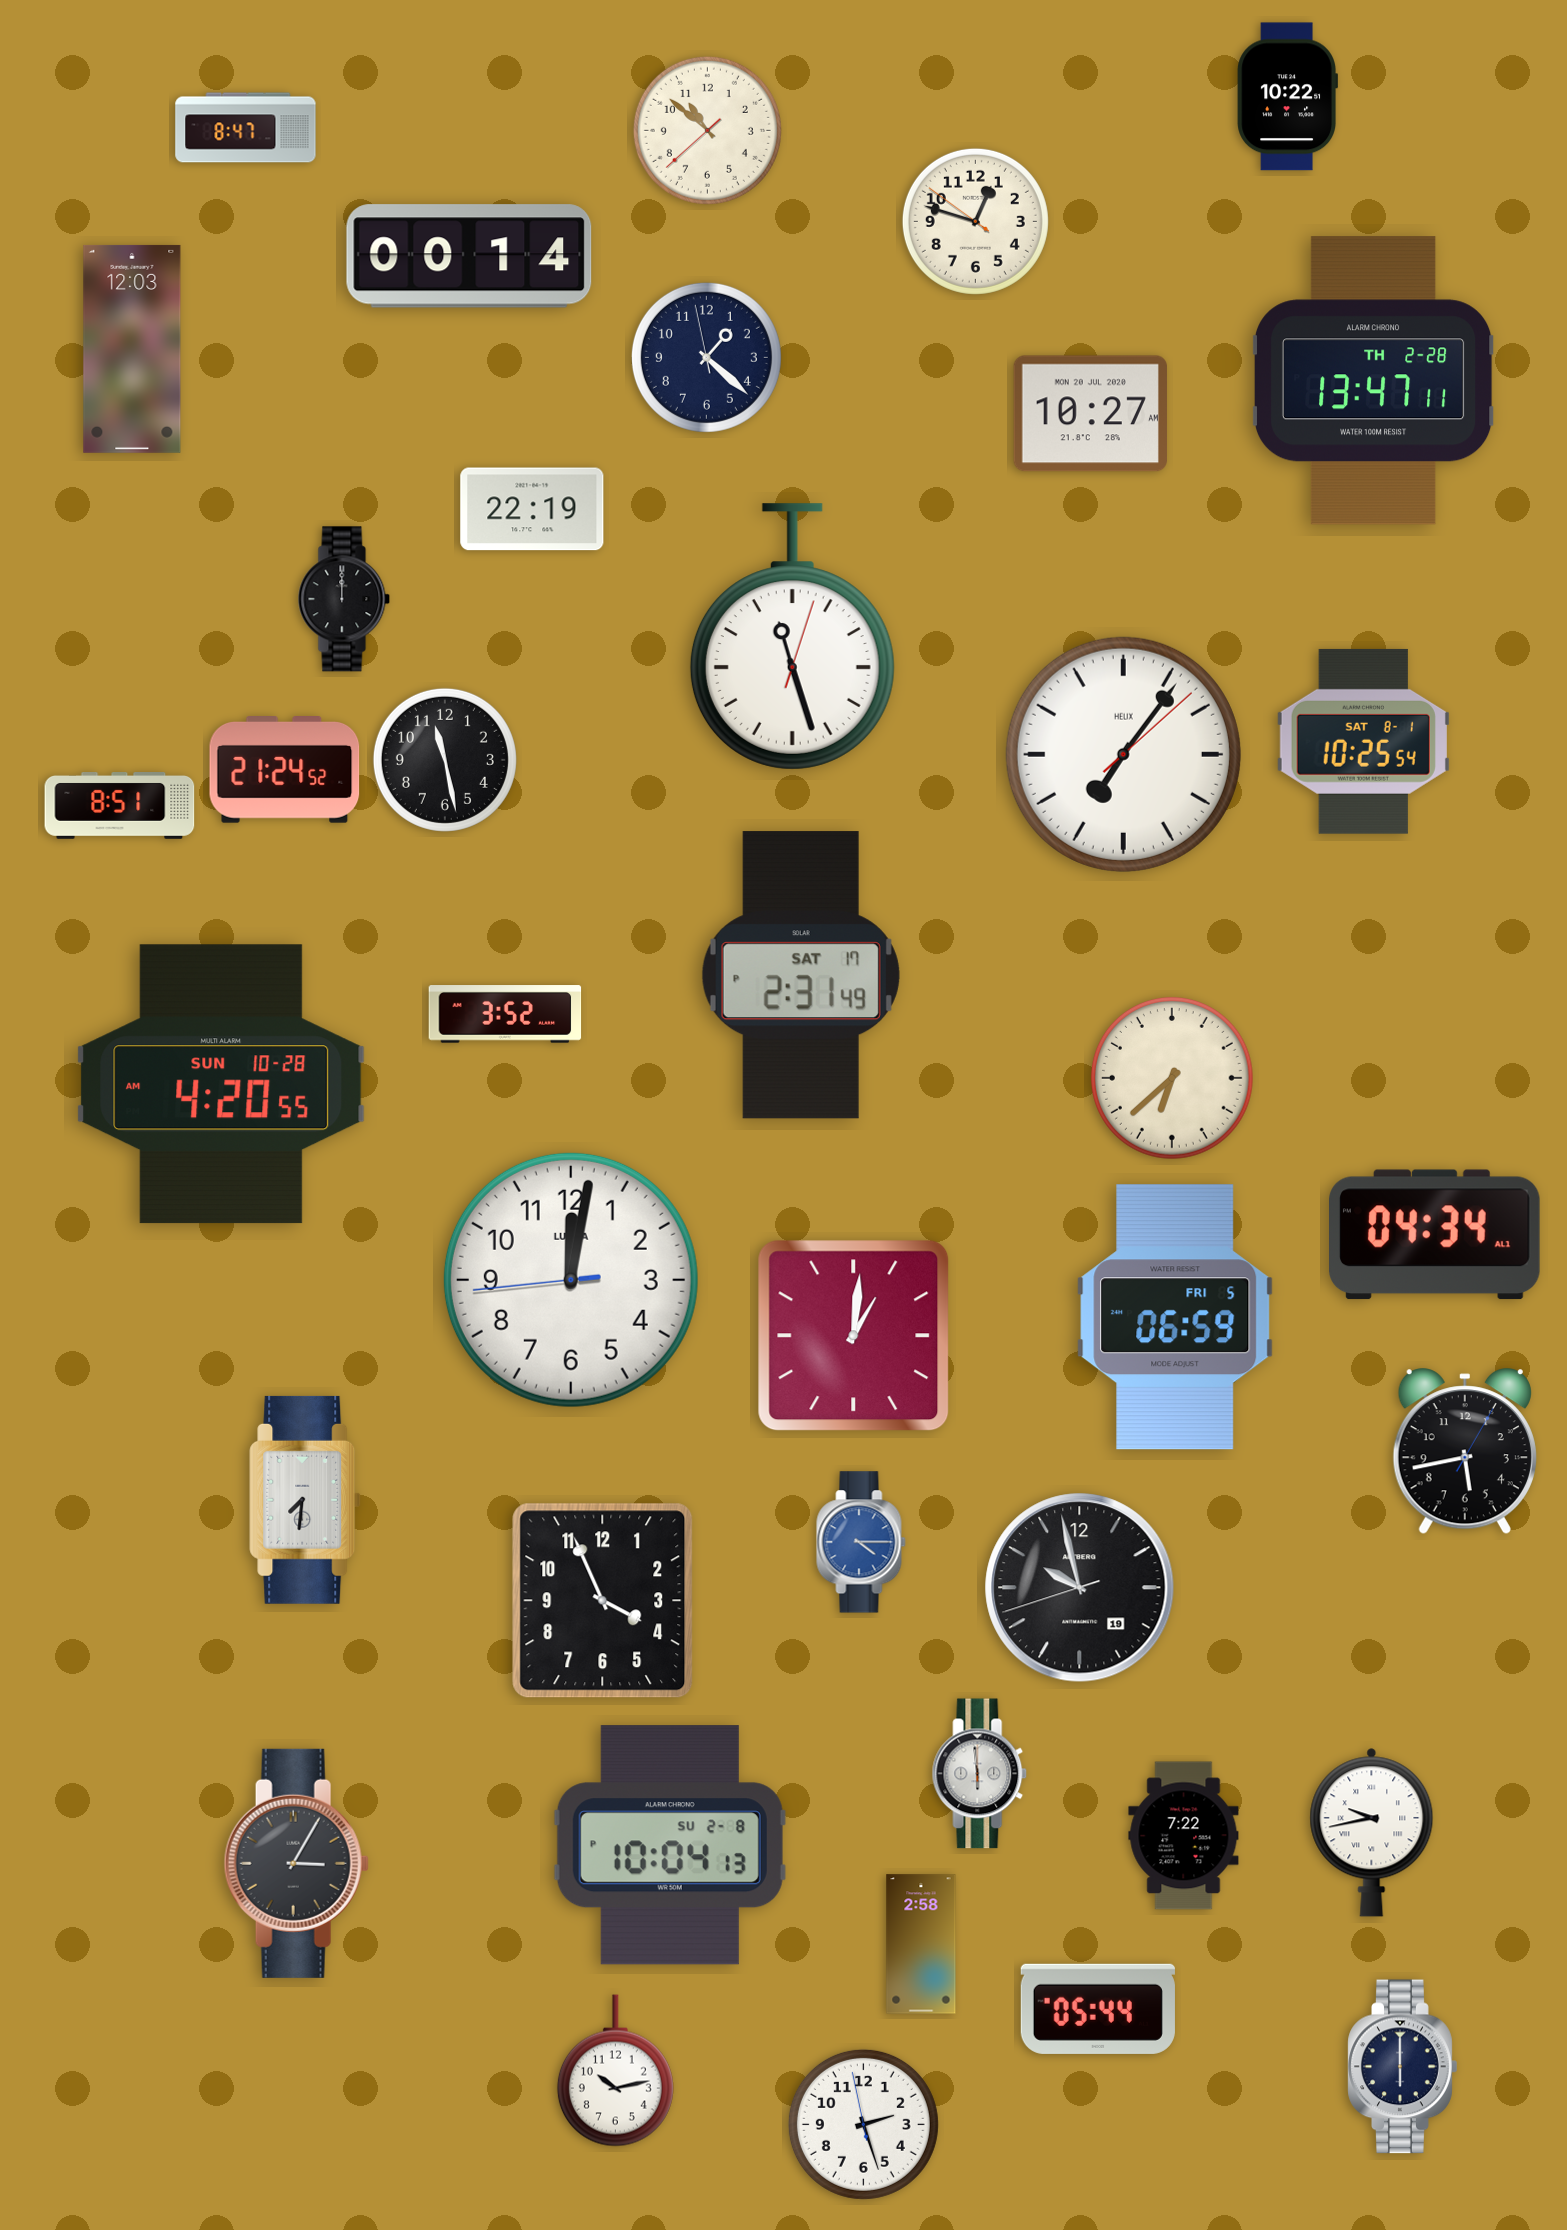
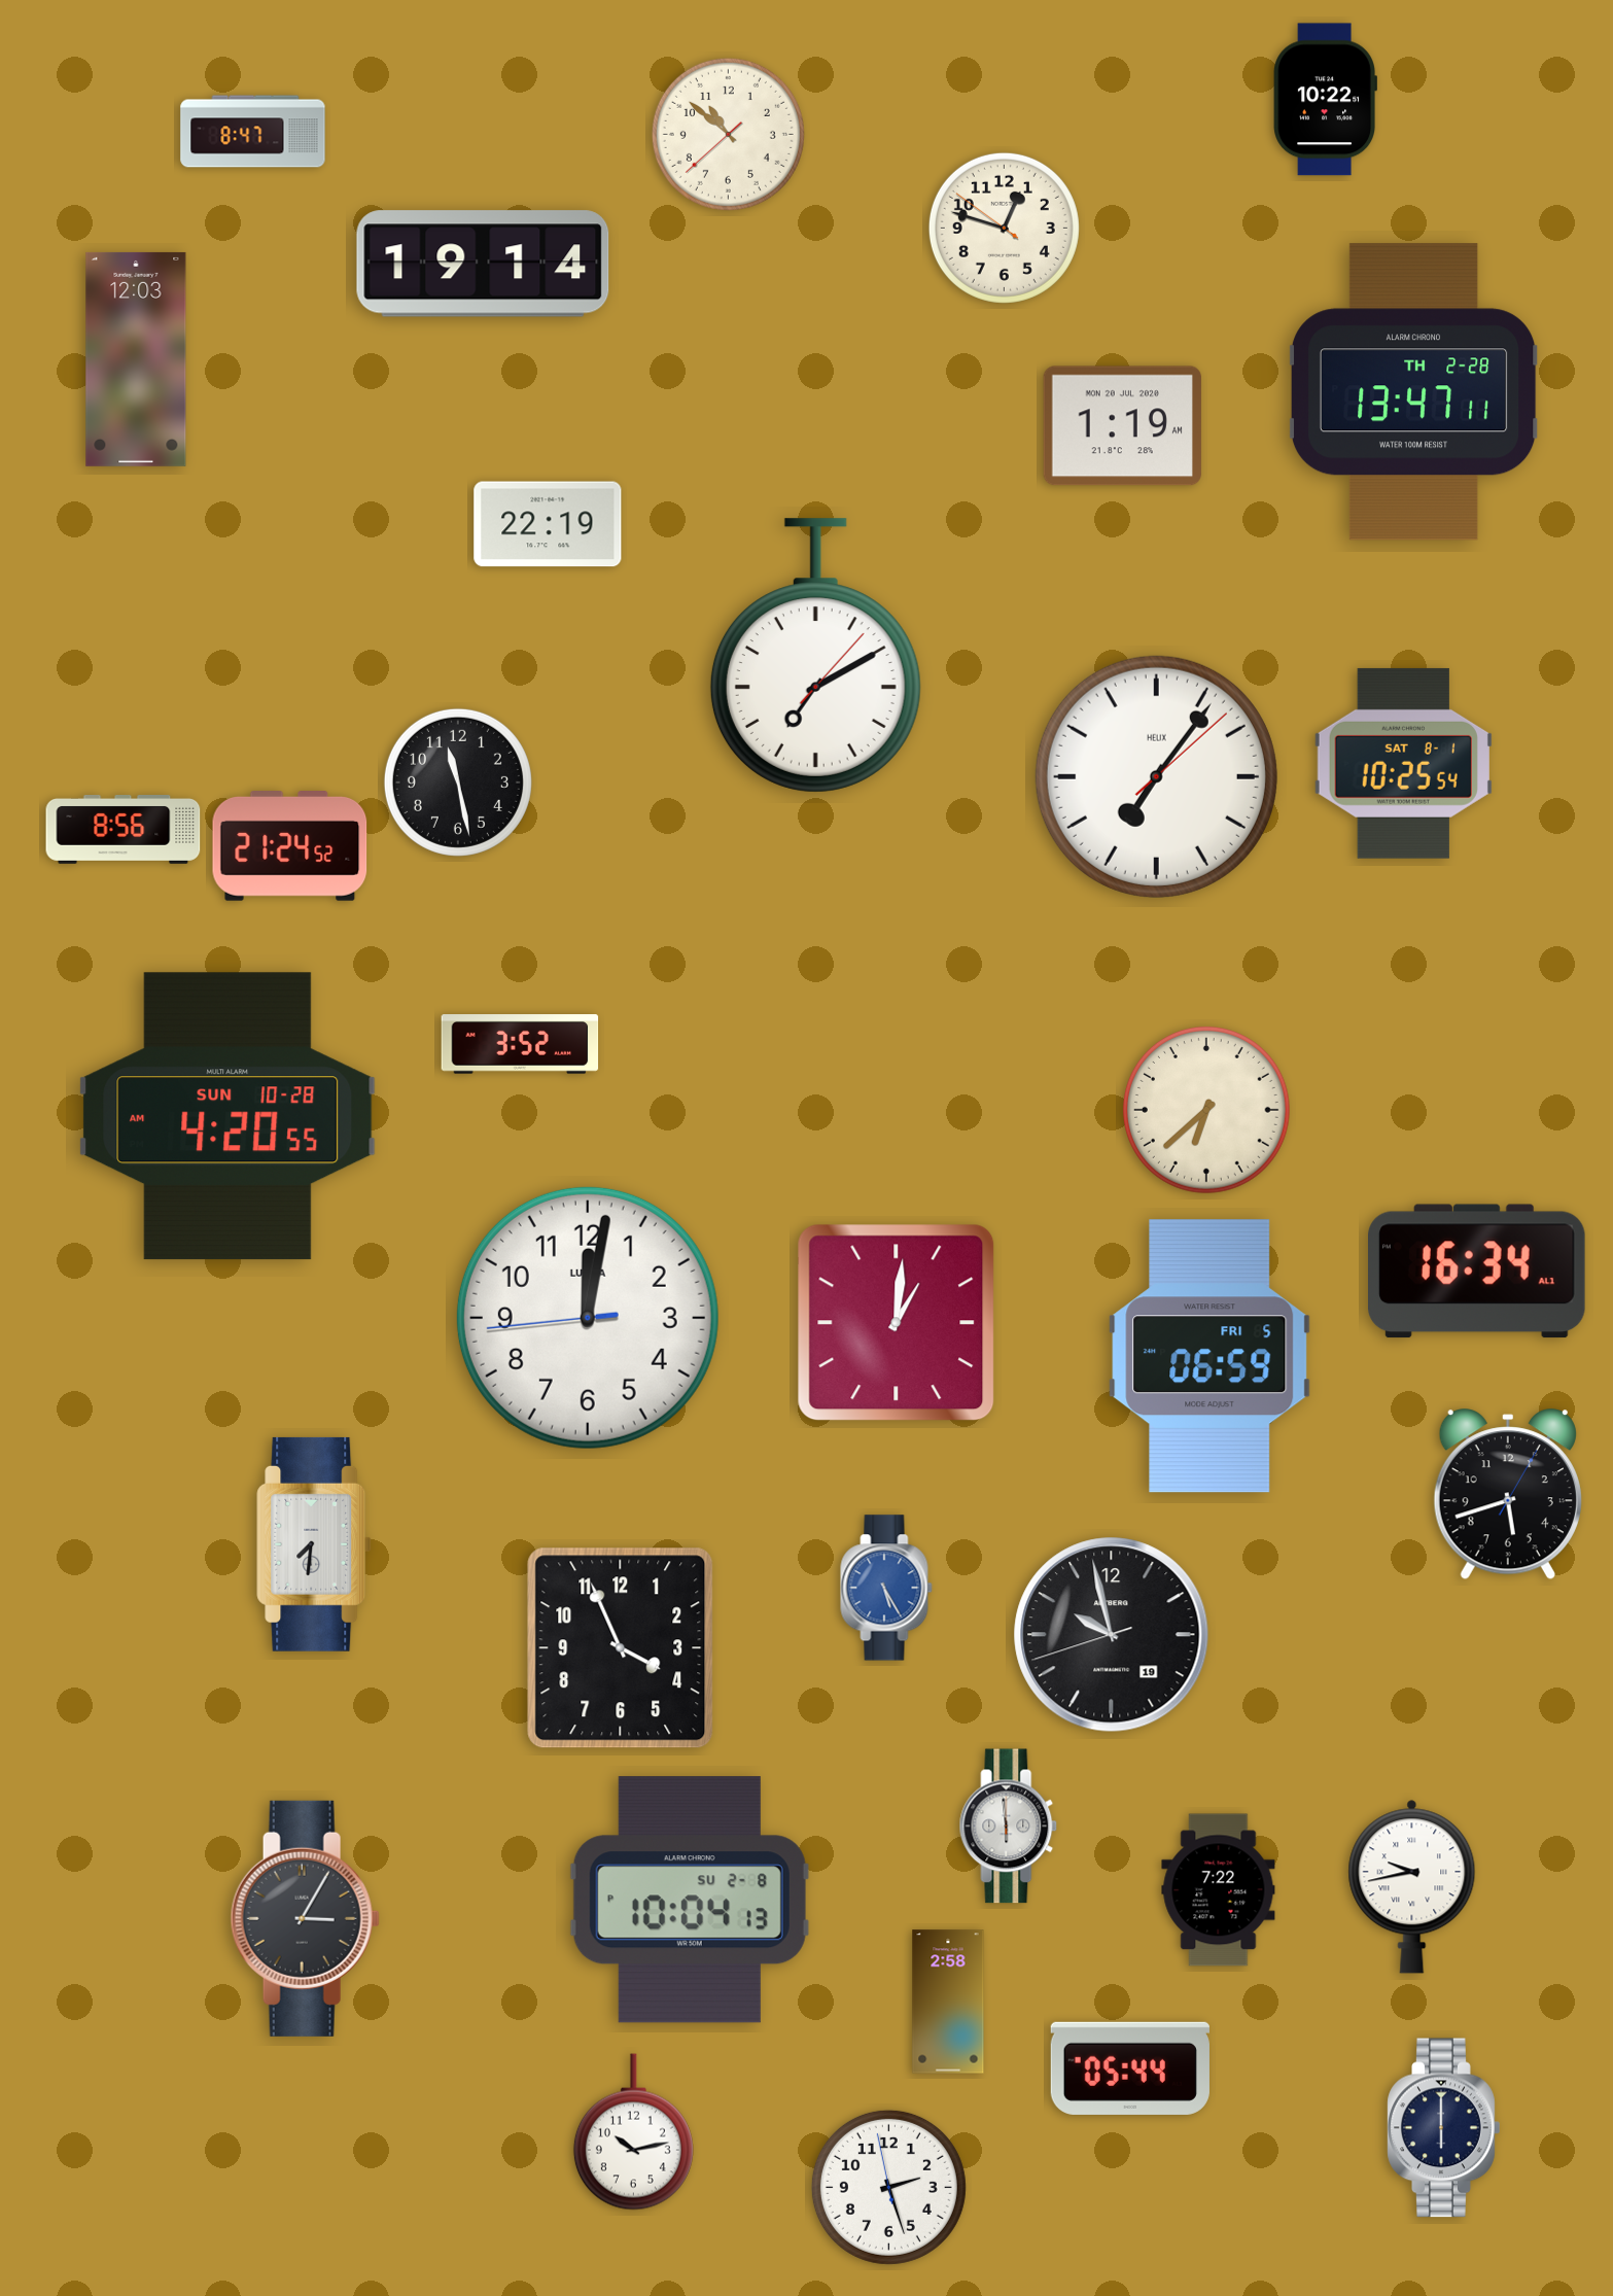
clock at (469, 256): 00:14 -> 19:14
clock at (706, 357): 1:21 -> none
clock at (1090, 414): 10:27 -> 1:19
clock at (344, 599): 12:00 -> none
clock at (792, 637): 11:27 -> 7:10
clock at (285, 770) position: (285, 770) -> (290, 846)
clock at (120, 806): 8:51 -> 8:56
clock at (801, 975): 2:31 -> none
clock at (1435, 1235): 04:34 -> 16:34
clock at (854, 1336) position: (854, 1336) -> (897, 1323)
clock at (1465, 1452): 5:43 -> 5:42
clock at (861, 1542): 4:15 -> 5:25
